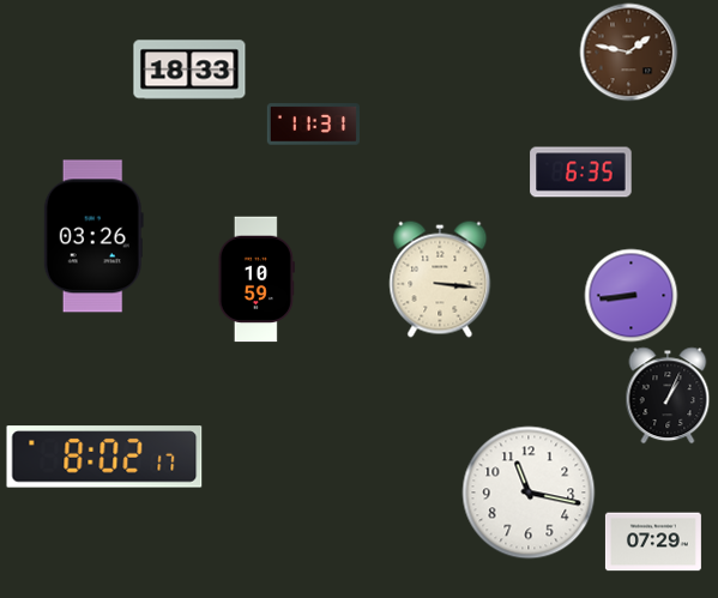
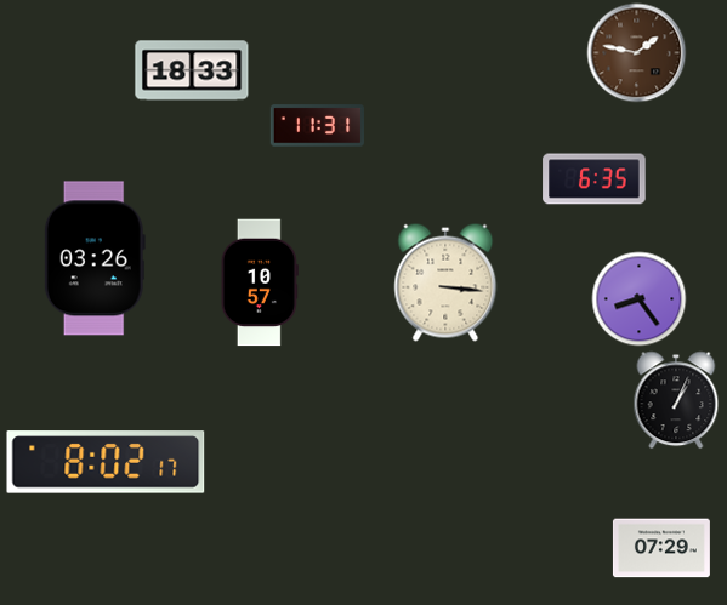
clock at (581, 173) position: (581, 173) -> (595, 179)
clock at (93, 236) position: (93, 236) -> (95, 258)
clock at (257, 279): 10:59 -> 10:57
clock at (632, 296): 8:44 -> 8:24
clock at (529, 493): 11:17 -> none
